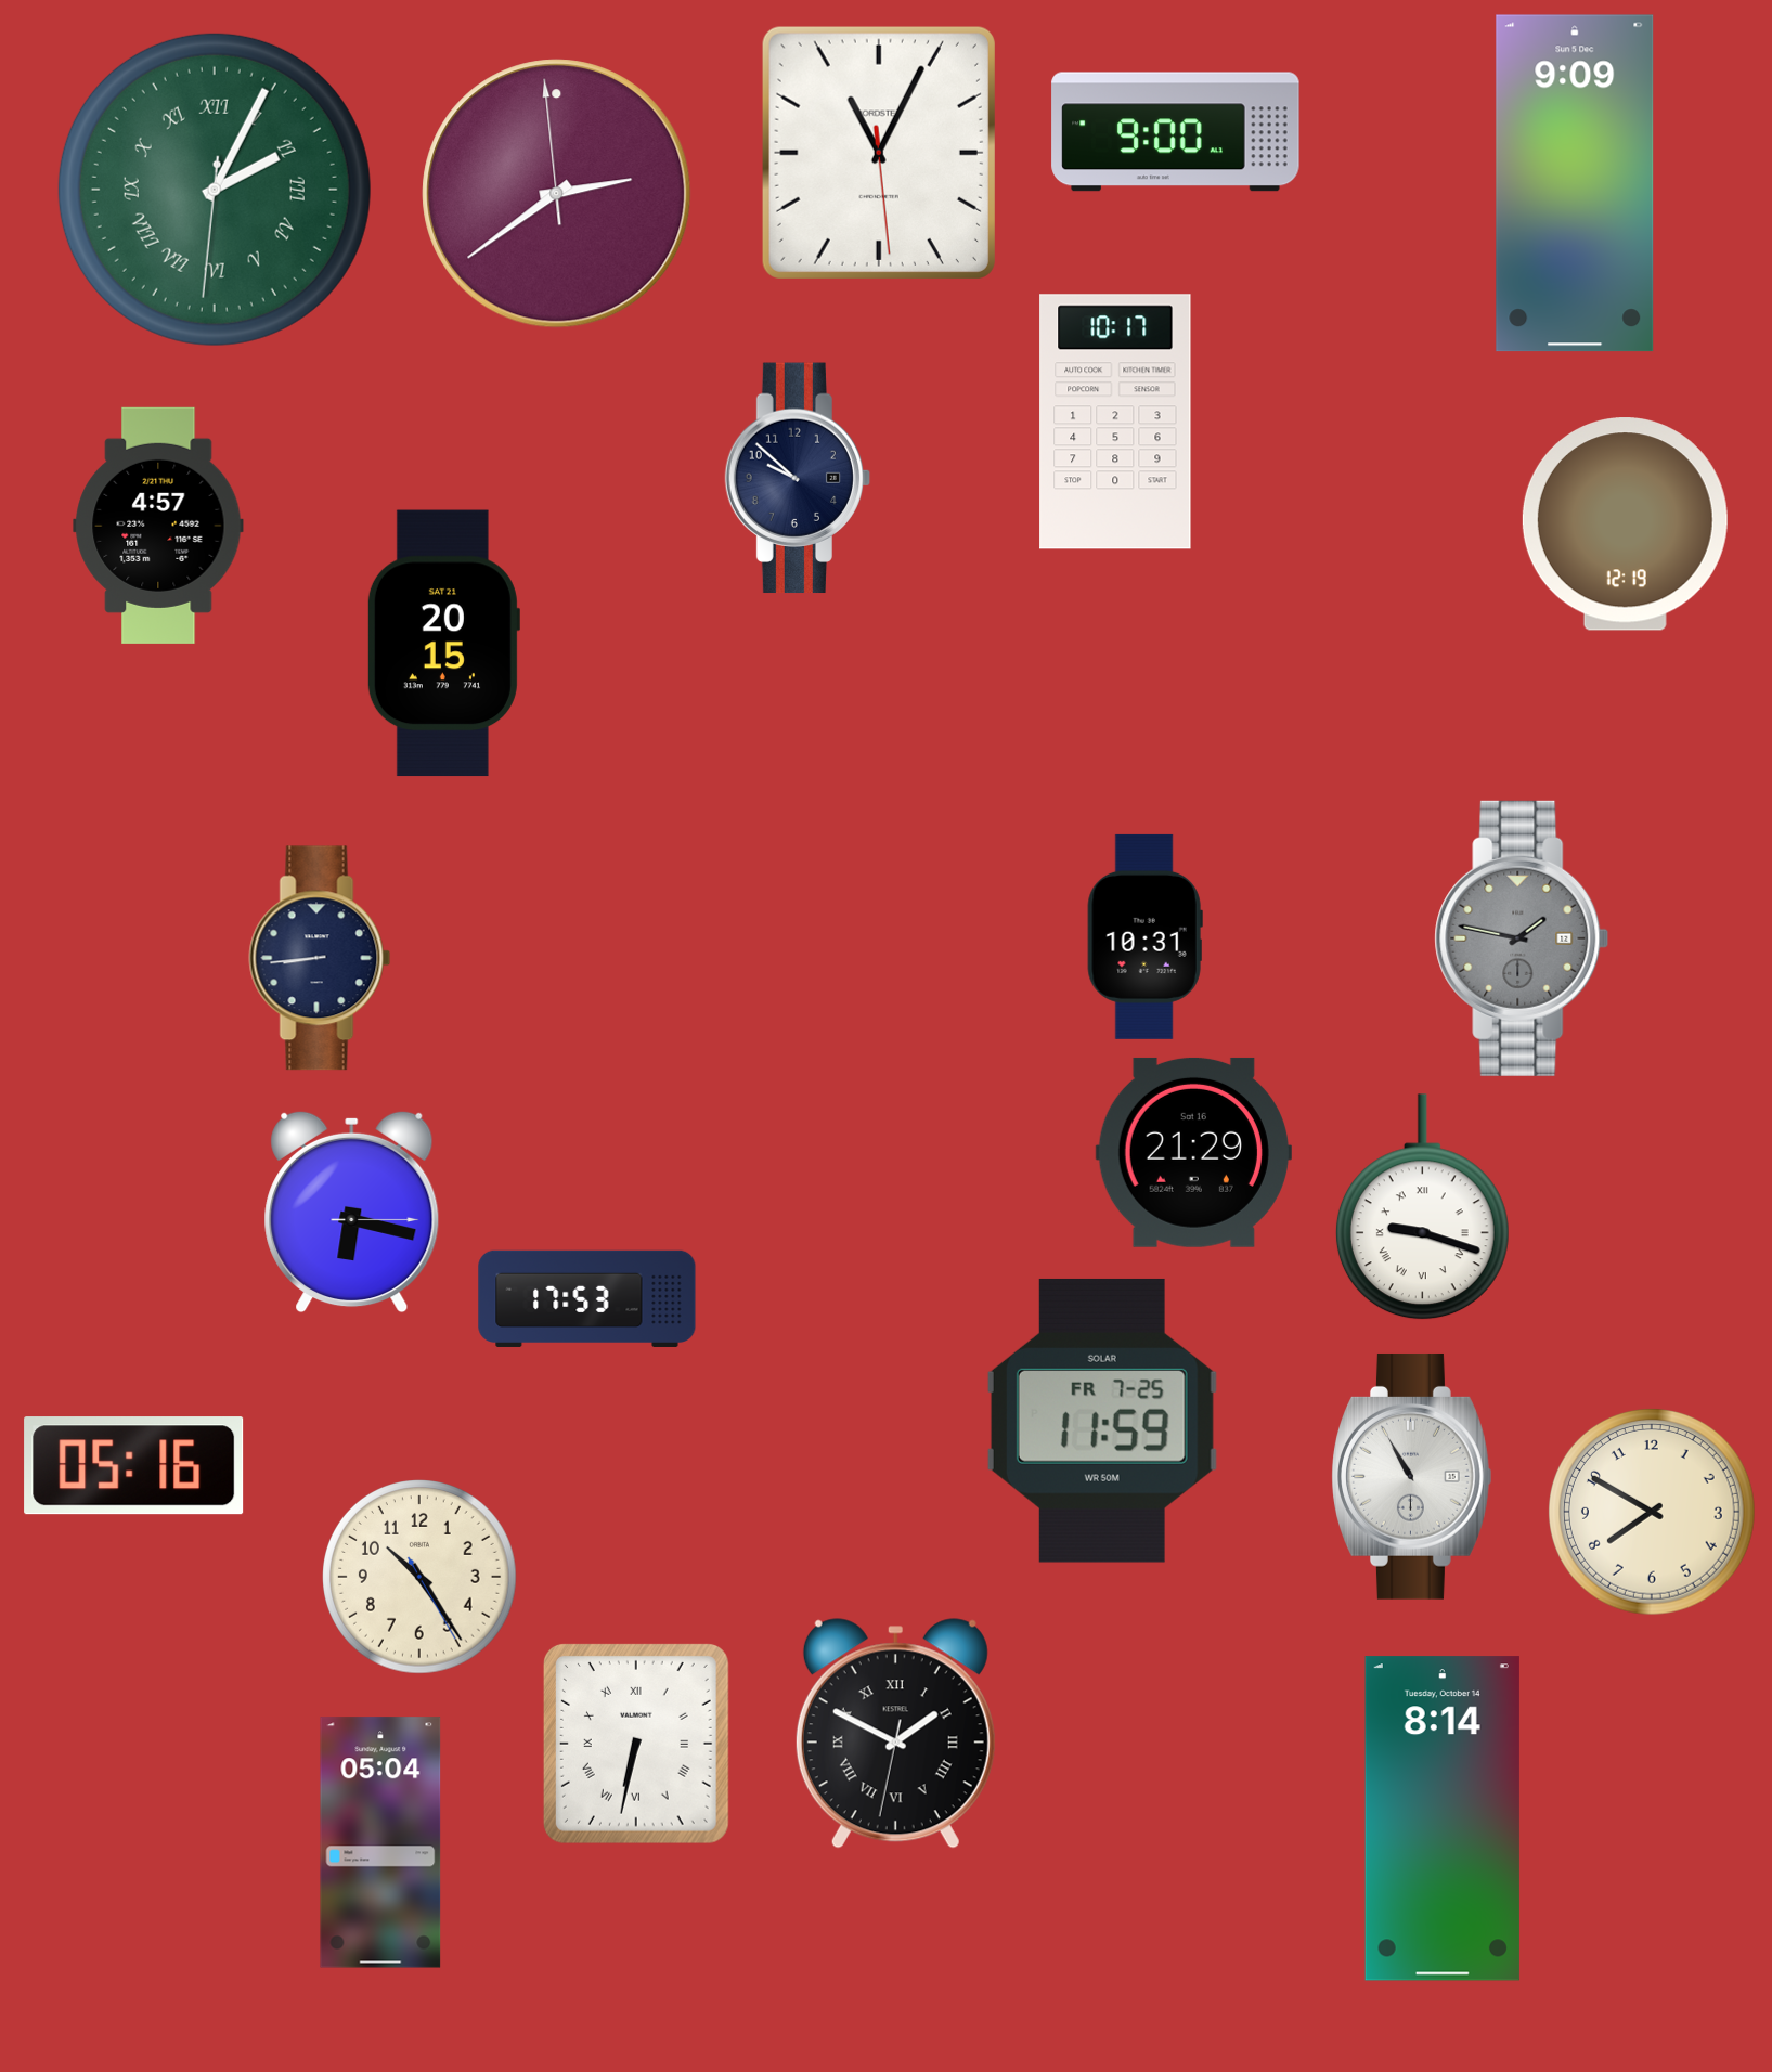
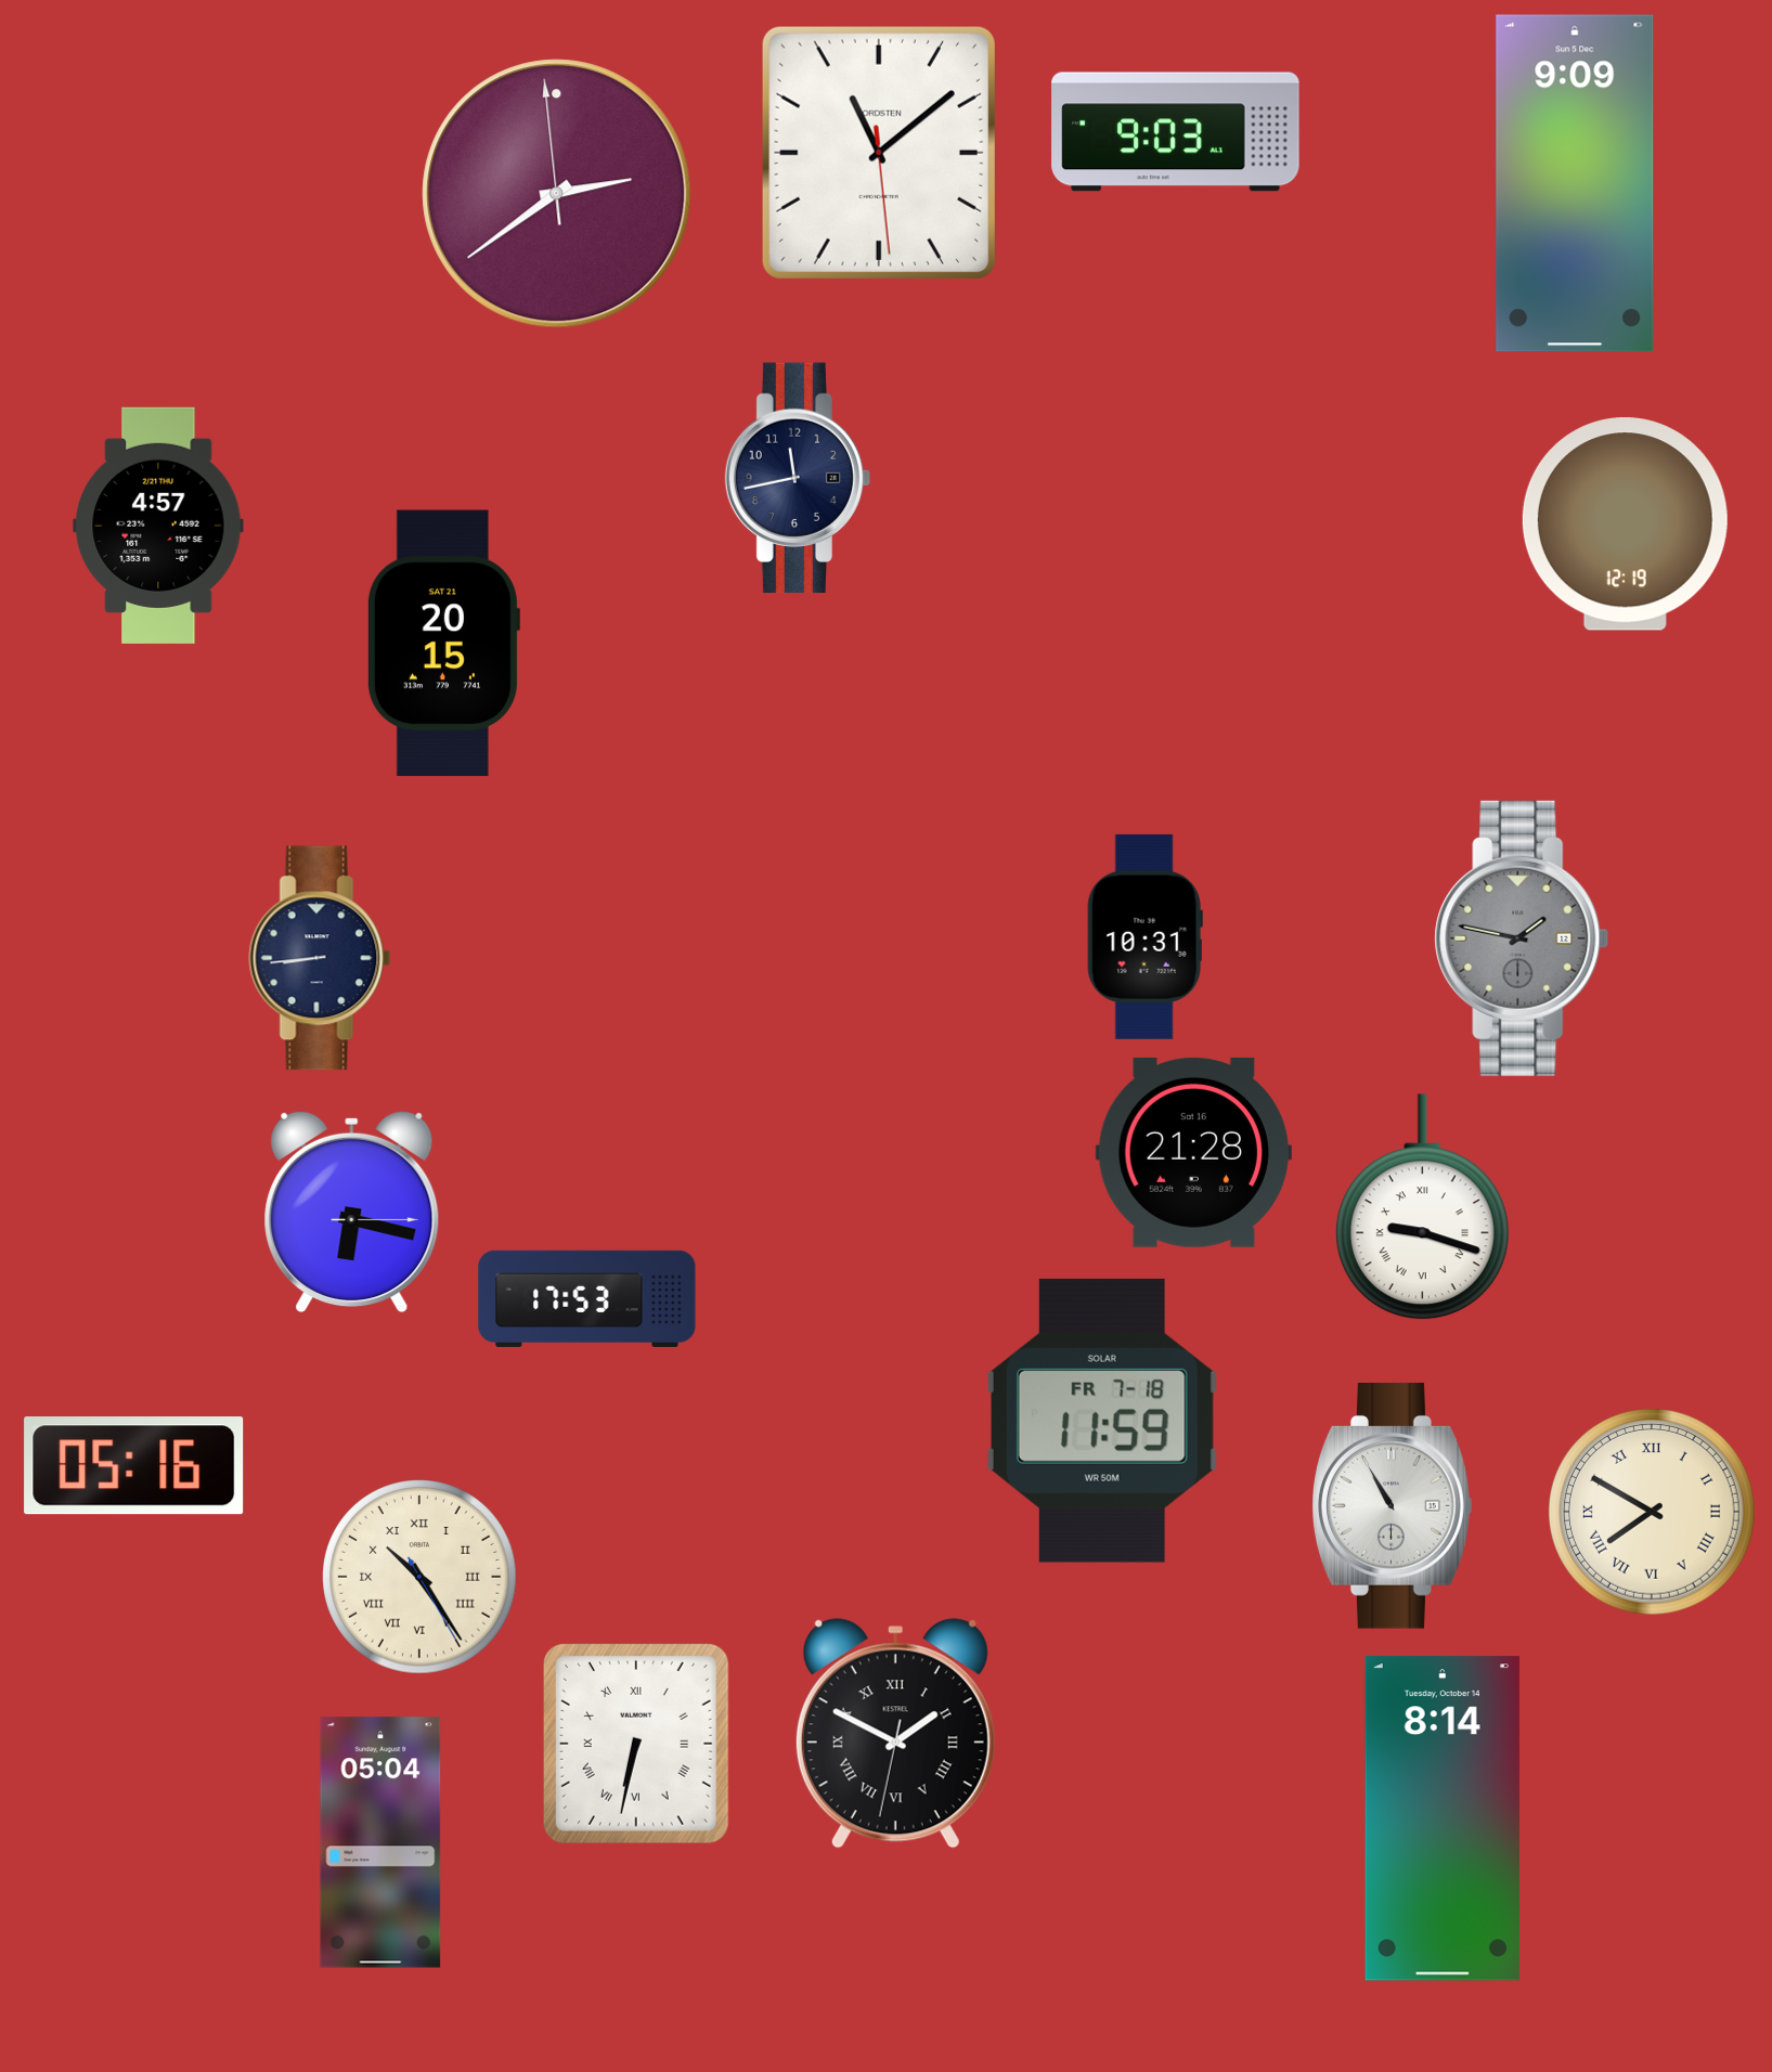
clock at (1176, 132): 9:00 -> 9:03
clock at (879, 153): 11:04 -> 11:08
clock at (215, 190): 2:04 -> none
clock at (1115, 422): 10:17 -> none
clock at (798, 478): 9:52 -> 11:43
clock at (1193, 1152): 21:29 -> 21:28
clock at (1102, 1421) date: FR 7-25 -> FR 7-18
clock at (1411, 1476) position: (1411, 1476) -> (1392, 1505)
clock at (1653, 1513) numerals: Arabic -> Roman
clock at (419, 1577) numerals: Arabic -> Roman
